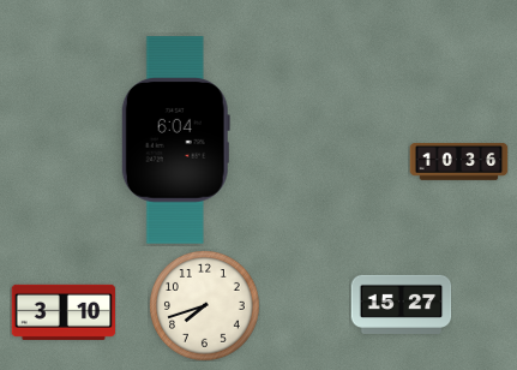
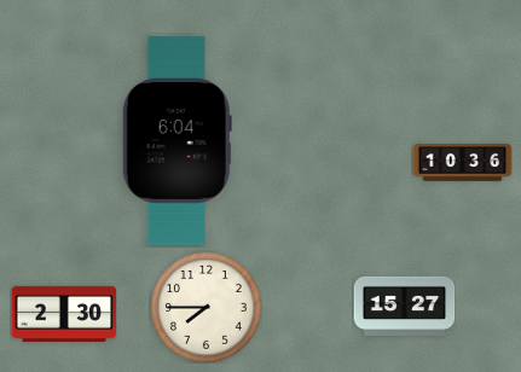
clock at (205, 306): 7:42 -> 7:45
clock at (64, 312): 3:10 -> 2:30
